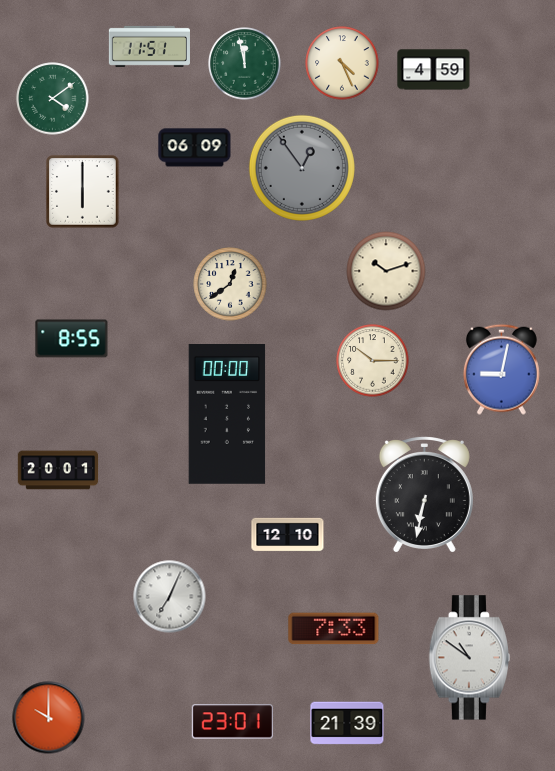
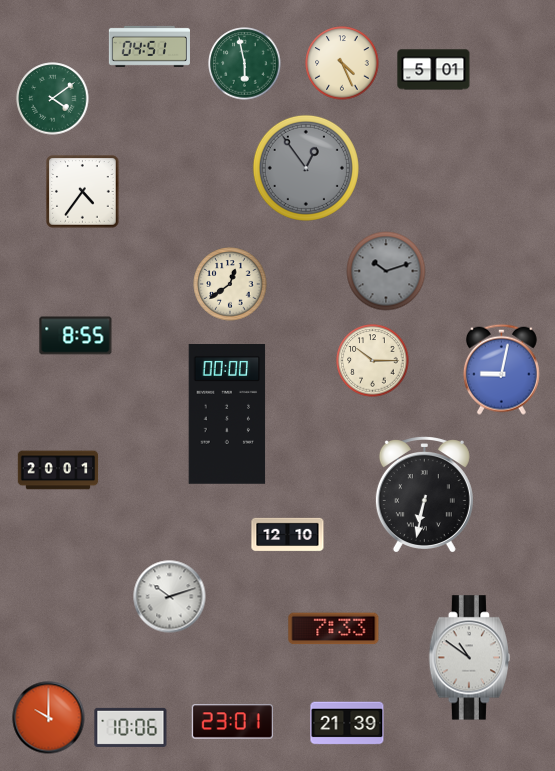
clock at (149, 46): 11:51 -> 04:51
clock at (245, 64): 11:58 -> 5:58
clock at (434, 70): 4:59 -> 5:01
clock at (195, 148): 06:09 -> none
clock at (302, 168) position: (302, 168) -> (306, 168)
clock at (83, 192): 6:00 -> 4:36
clock at (386, 271) dial: cream -> grey
clock at (72, 339) position: (72, 339) -> (76, 336)
clock at (170, 597): 7:04 -> 10:12
clock at (131, 727): none -> 10:06
